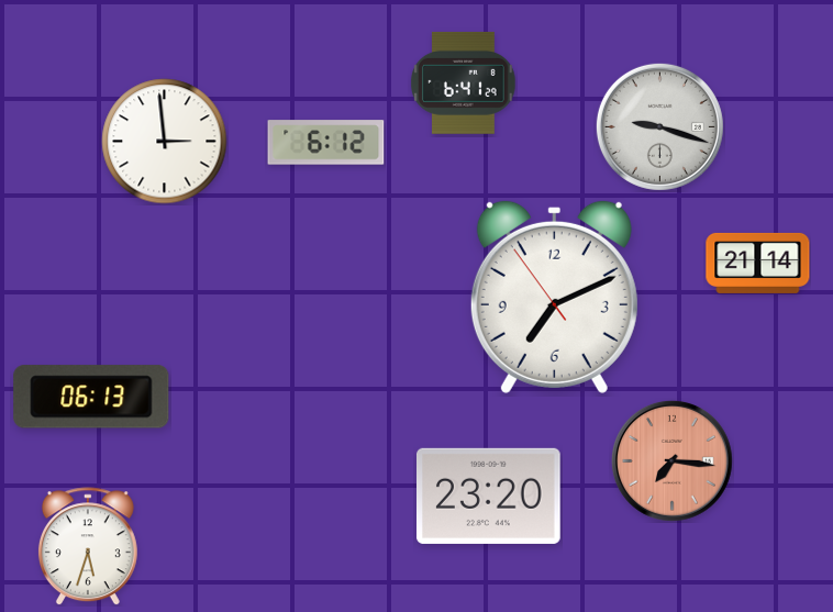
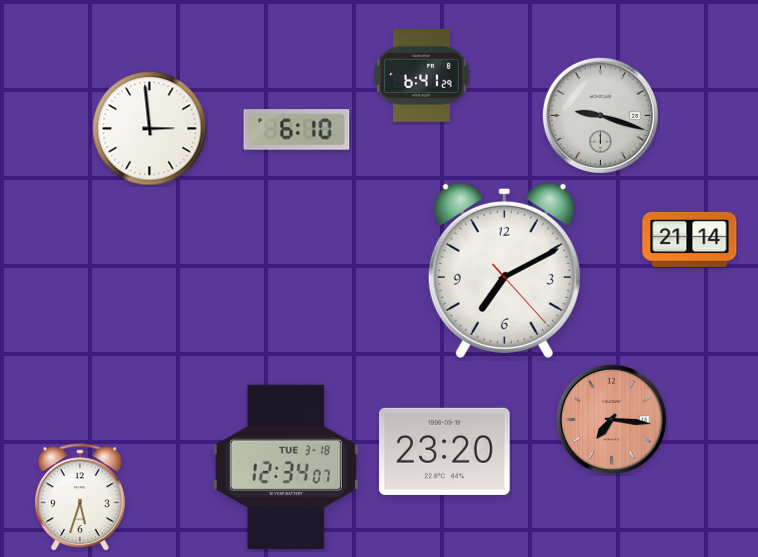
clock at (326, 143): 6:12 -> 6:10
clock at (554, 297): 7:10:54 -> 7:10:23
clock at (91, 397): 06:13 -> none
clock at (286, 467): none -> 12:34
